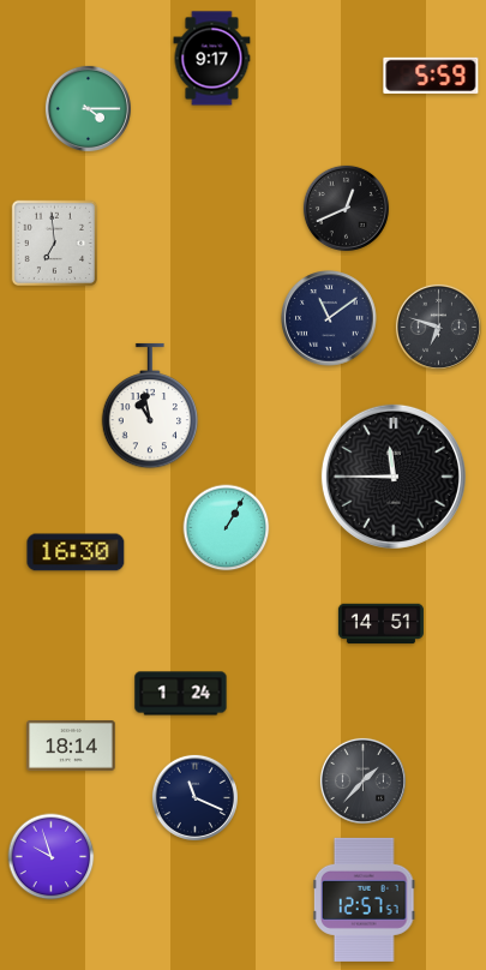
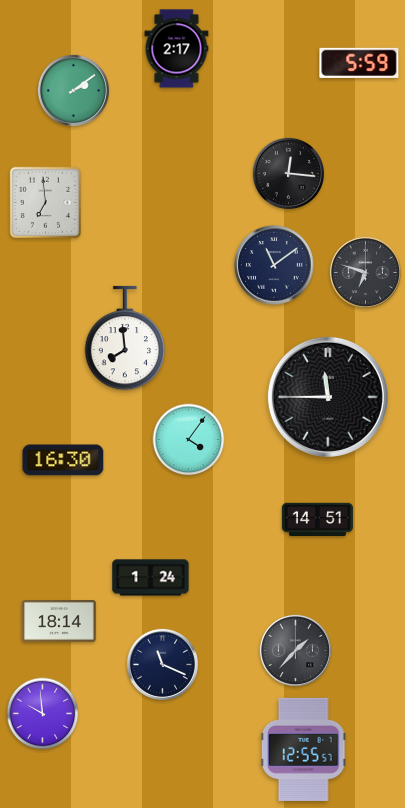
clock at (212, 59): 9:17 -> 2:17
clock at (88, 108): 4:15 -> 2:09
clock at (346, 208): 12:41 -> 12:16
clock at (150, 406): 10:58 -> 7:59
clock at (227, 528): 1:05 -> 4:06
clock at (362, 780) position: (362, 780) -> (295, 650)
clock at (52, 857): 9:57 -> 9:59
clock at (364, 899): 12:57 -> 12:55
